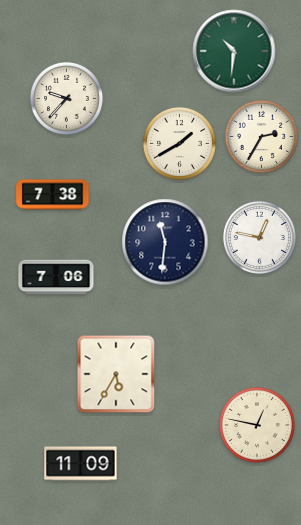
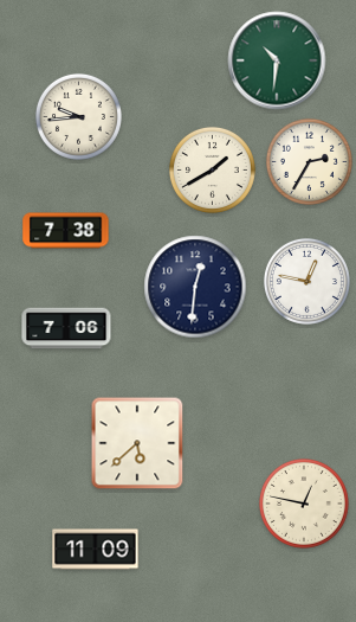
clock at (66, 98): 9:37 -> 9:44
clock at (53, 195) position: (53, 195) -> (66, 231)
clock at (165, 242): 11:31 -> 12:31
clock at (116, 374): 5:35 -> 5:38
